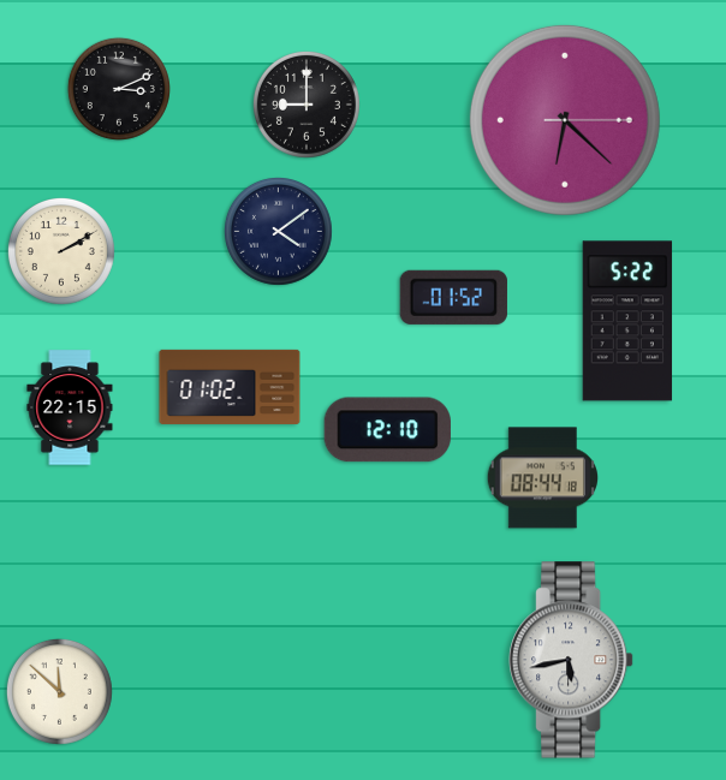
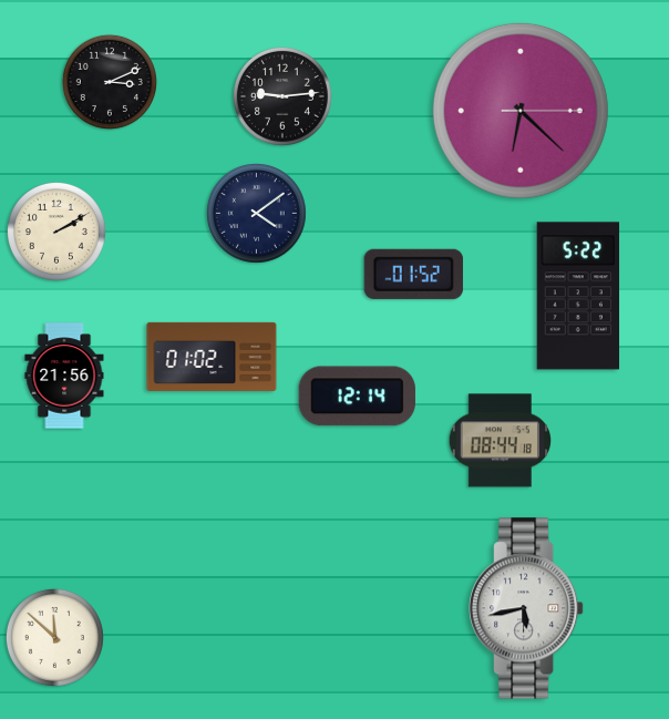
clock at (307, 105): 9:00 -> 9:14
clock at (453, 297) position: (453, 297) -> (413, 274)
clock at (70, 407): 22:15 -> 21:56
clock at (387, 430): 12:10 -> 12:14
